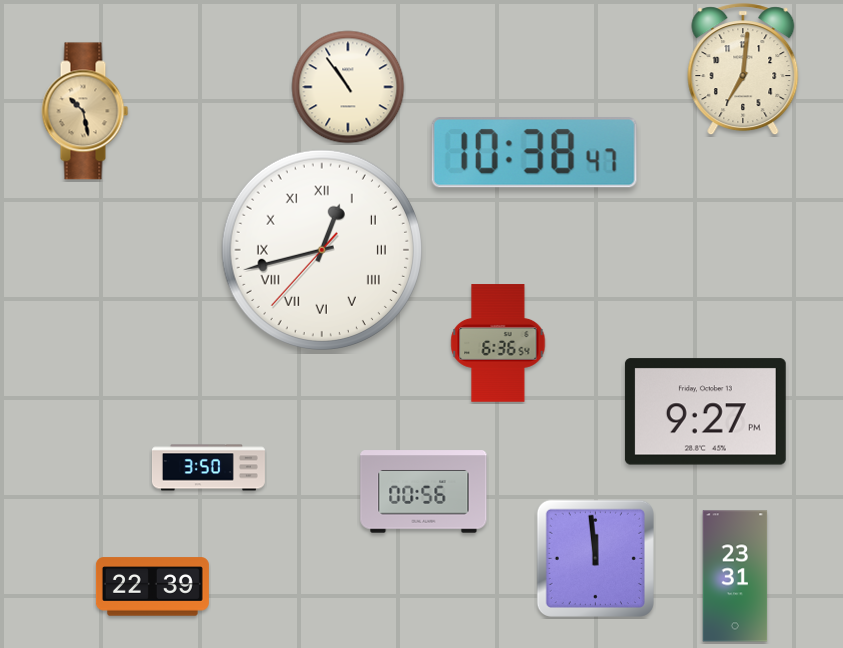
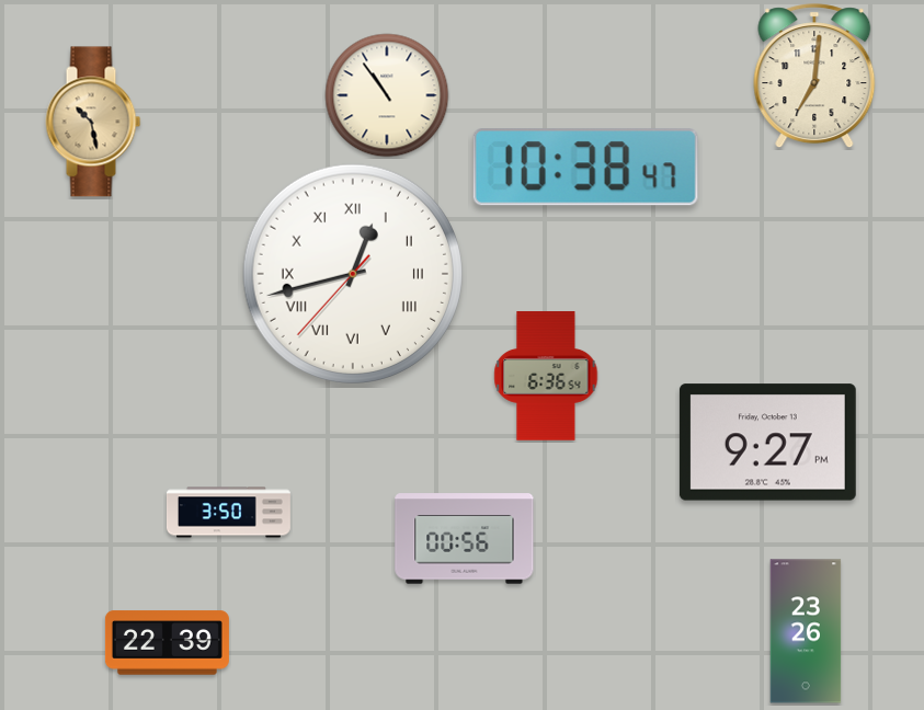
clock at (348, 87) position: (348, 87) -> (387, 95)
clock at (705, 412) position: (705, 412) -> (767, 443)
clock at (595, 558): 11:59 -> none
clock at (735, 576): 23:31 -> 23:26
